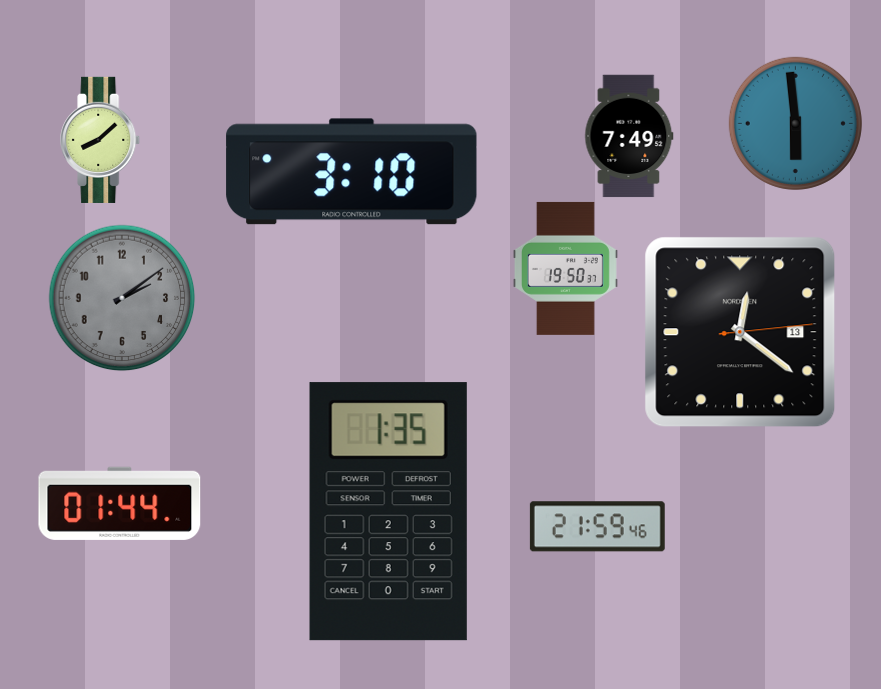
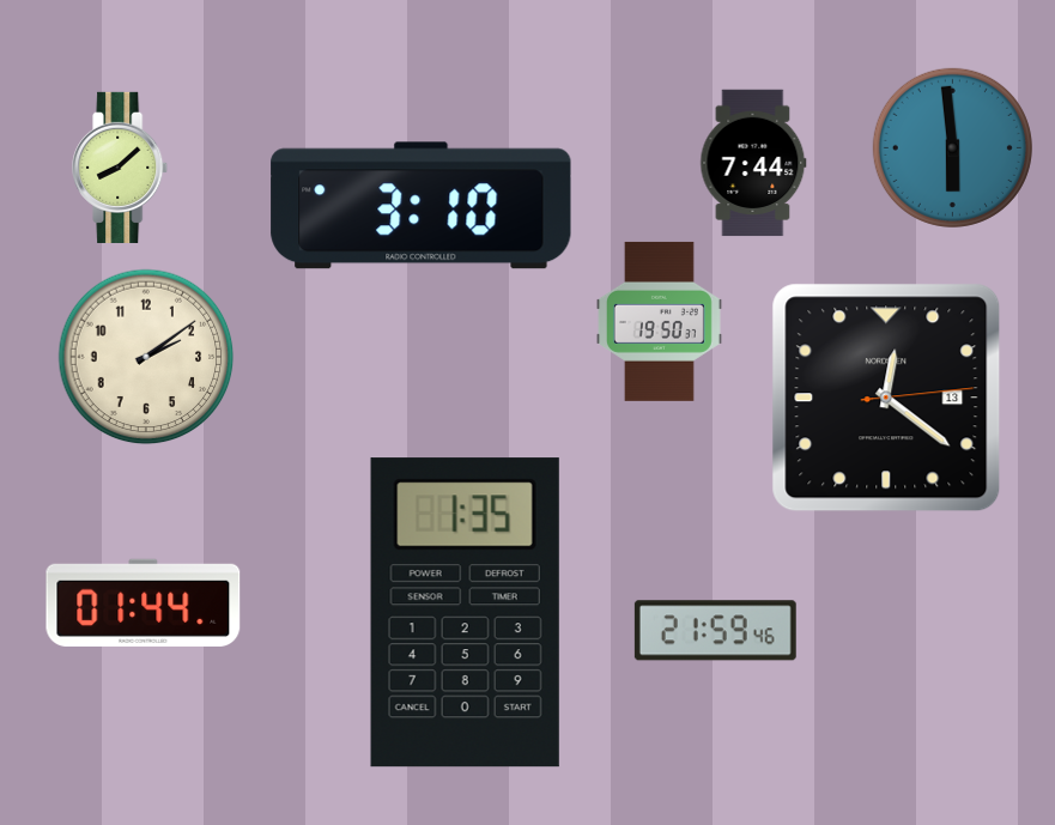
clock at (629, 136): 7:49 -> 7:44
clock at (565, 268) position: (565, 268) -> (659, 321)
clock at (122, 298) dial: grey -> cream
